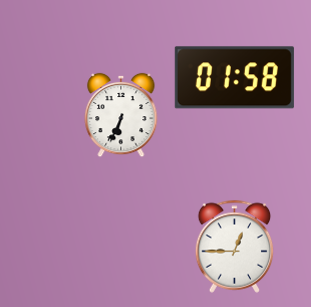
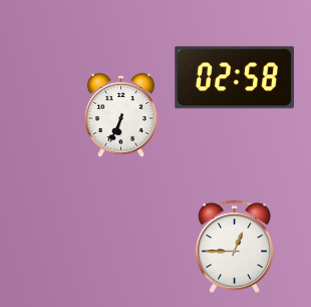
clock at (234, 78): 01:58 -> 02:58
